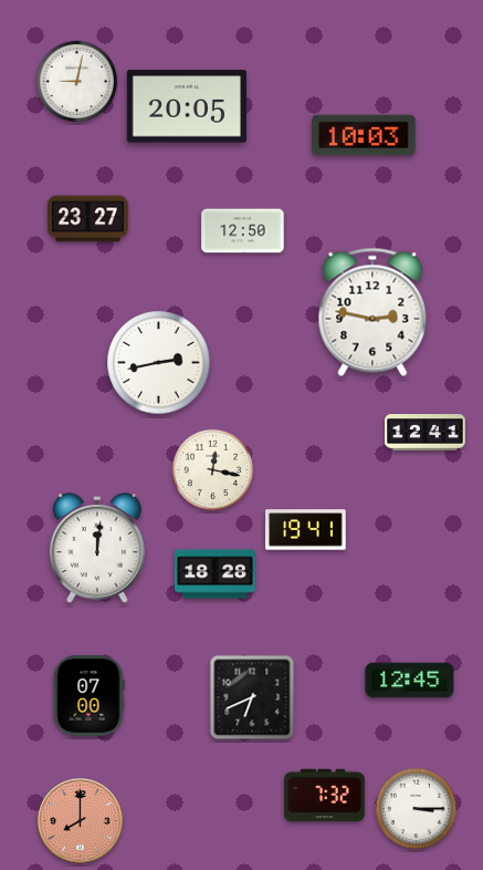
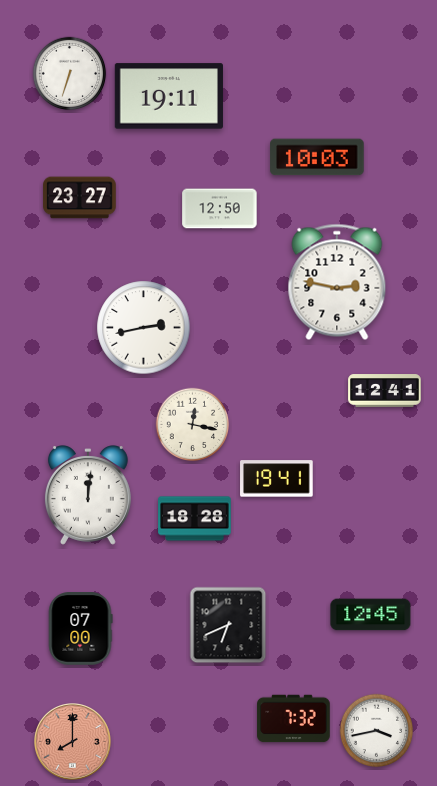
clock at (77, 82): 9:02 -> 6:33
clock at (187, 106): 20:05 -> 19:11
clock at (364, 135) position: (364, 135) -> (317, 157)
clock at (252, 697) position: (252, 697) -> (228, 625)
clock at (417, 809): 3:15 -> 3:43
